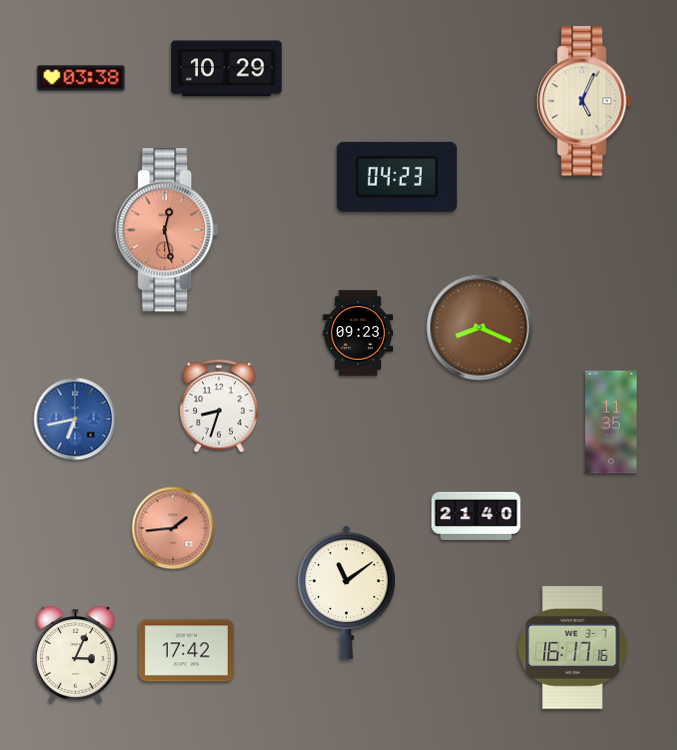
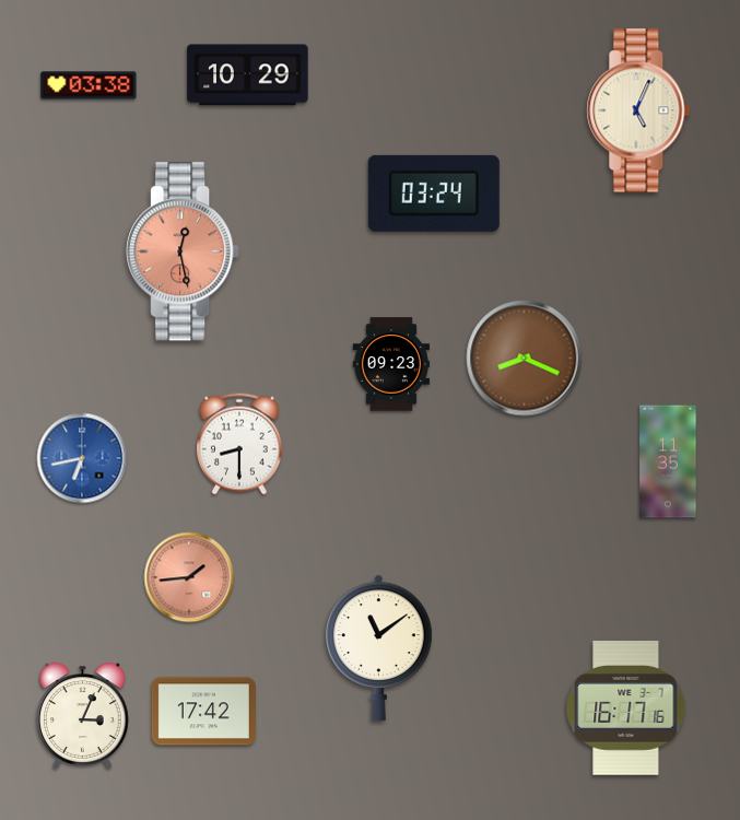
clock at (397, 177): 04:23 -> 03:24
clock at (219, 406): 8:33 -> 8:30
clock at (476, 516): 21:40 -> none
